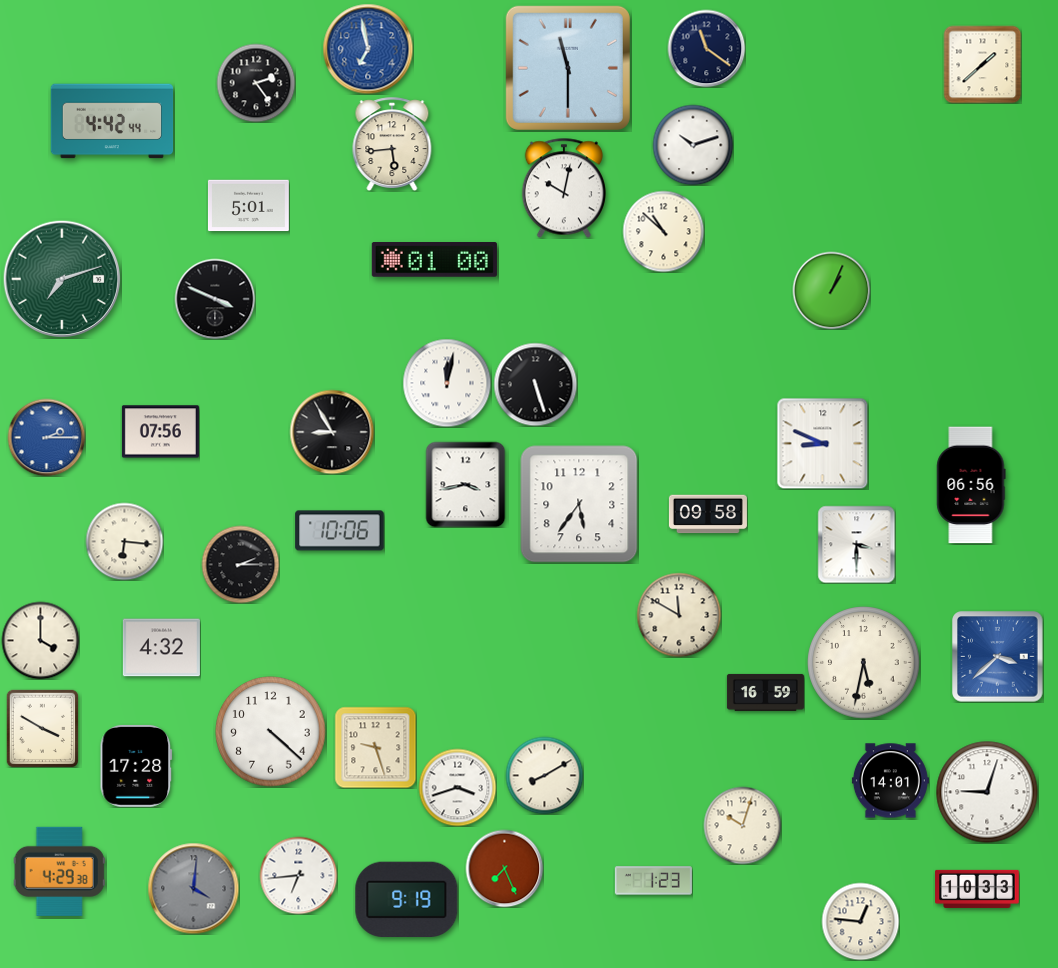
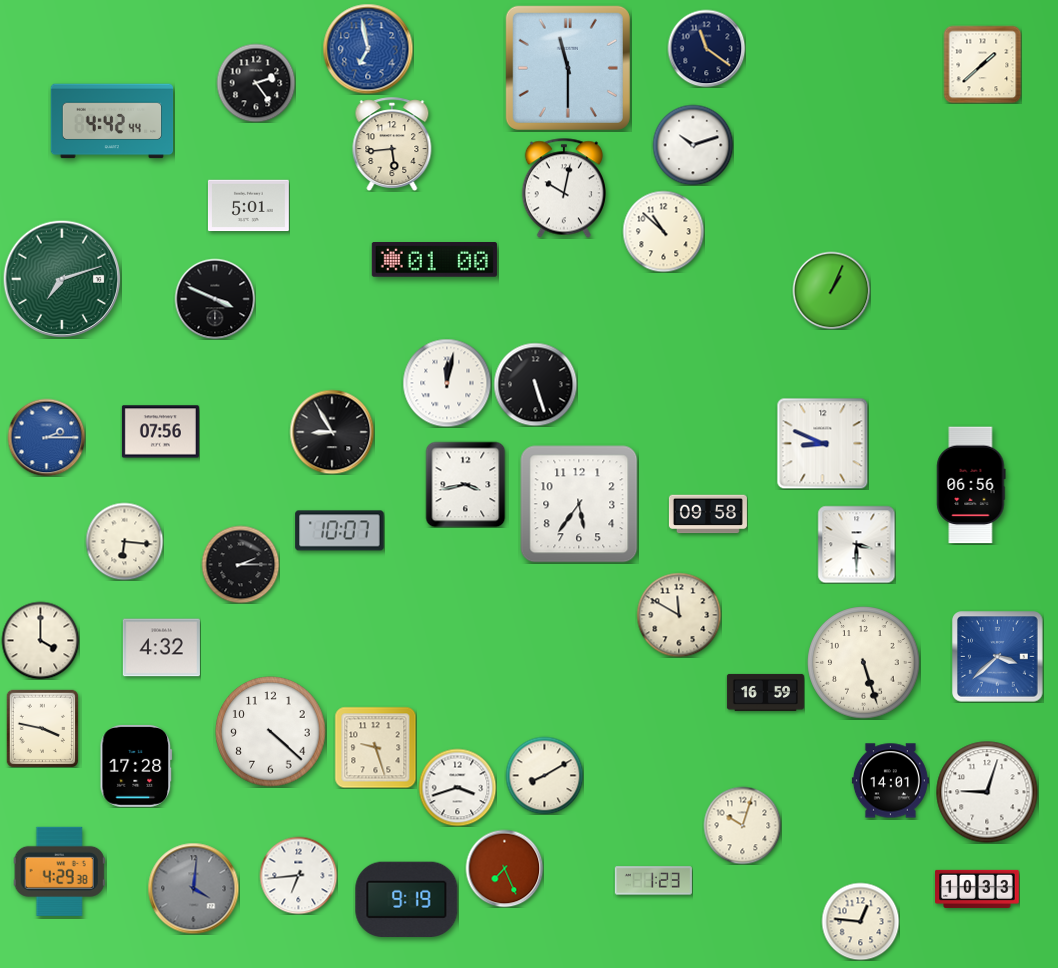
clock at (340, 531): 10:06 -> 10:07
clock at (864, 663): 5:32 -> 5:27
clock at (42, 728): 3:50 -> 3:47
